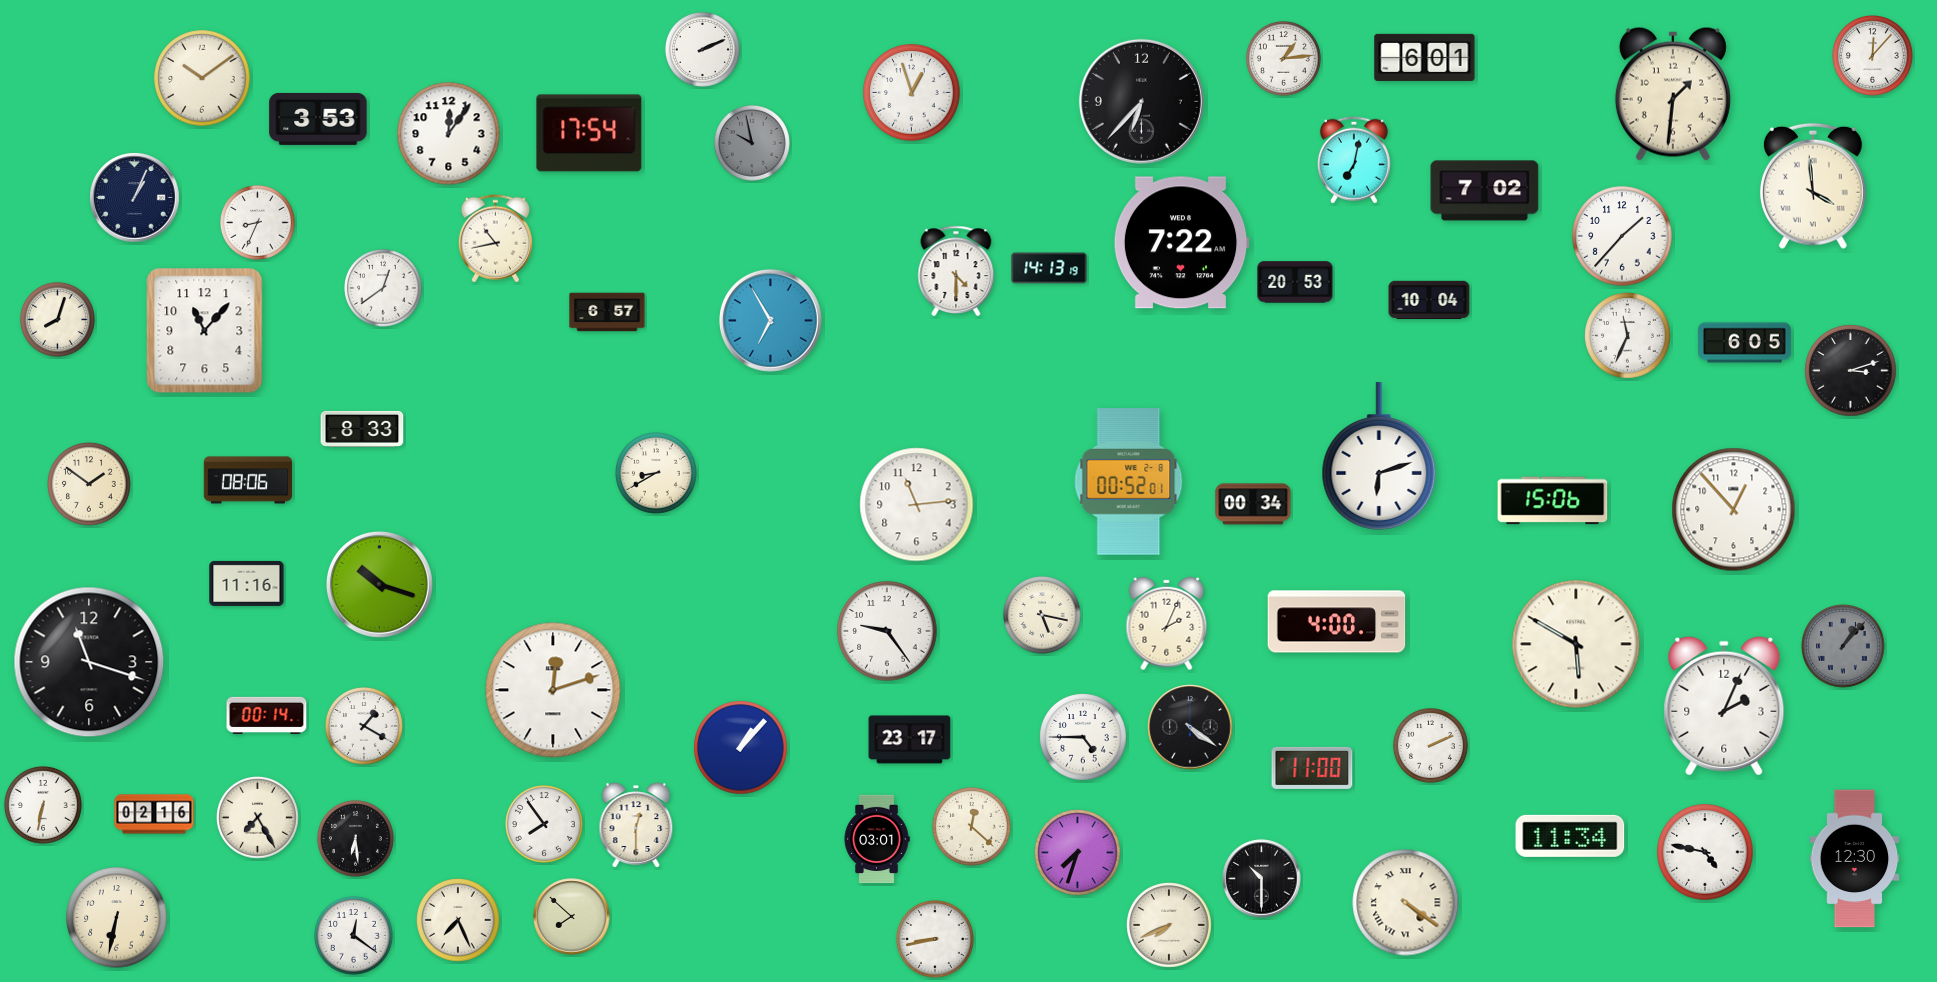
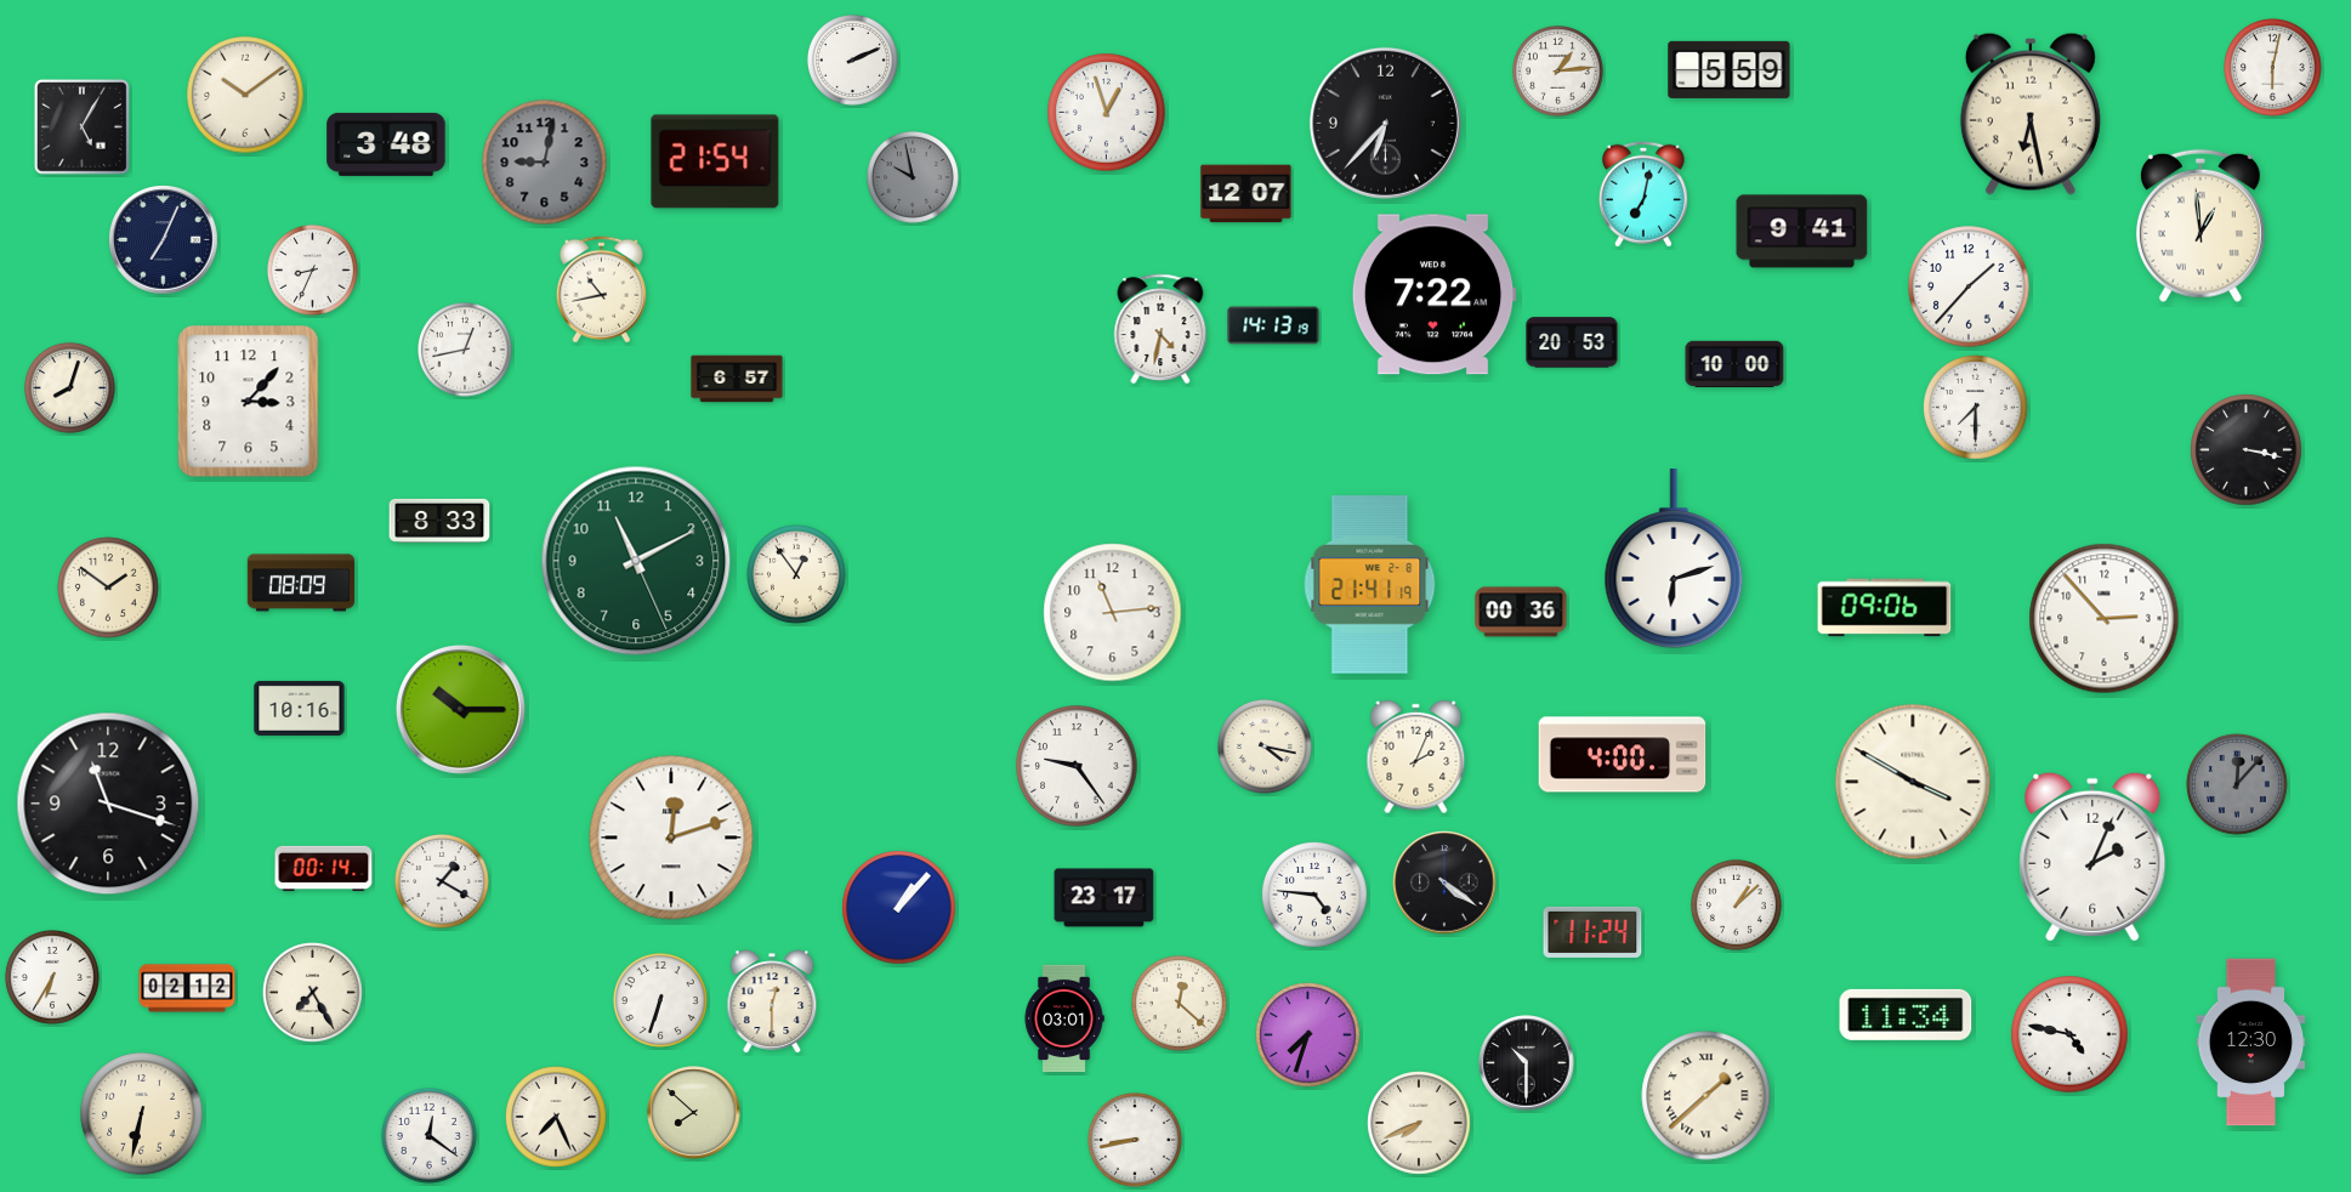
clock at (1873, 56): 12:07 -> 6:02
clock at (1425, 57): 6:01 -> 5:59
clock at (1673, 94): 1:31 -> 6:28
clock at (81, 126): none -> 5:05
clock at (318, 119): 3:53 -> 3:48
clock at (589, 133): 17:54 -> 21:54
clock at (449, 134): 12:06 -> 9:02
clock at (449, 134) dial: white -> grey
clock at (752, 143) position: (752, 143) -> (913, 177)
clock at (1247, 194): none -> 12:07
clock at (1813, 186): 3:59 -> 12:59
clock at (1485, 191): 7:02 -> 9:41
clock at (135, 198): 1:04 -> 7:04
clock at (956, 271): 4:30 -> 4:32
clock at (384, 289): 12:39 -> 12:43
clock at (1429, 300): 10:04 -> 10:00
clock at (771, 321): 6:55 -> none
clock at (205, 331): 11:07 -> 3:07
clock at (1628, 336): 11:34 -> 7:30
clock at (1745, 343): 6:05 -> none
clock at (1851, 371): 3:12 -> 3:17
clock at (1379, 456) position: (1379, 456) -> (1674, 558)
clock at (636, 561): none -> 11:10
clock at (657, 474): 8:40 -> 12:54
clock at (248, 480): 08:06 -> 08:09
clock at (1129, 482): 00:52 -> 21:41
clock at (1553, 501): 15:06 -> 09:06
clock at (1253, 504): 00:34 -> 00:36
clock at (1734, 510): 12:53 -> 2:53
clock at (247, 583): 11:16 -> 10:16
clock at (379, 584): 10:18 -> 10:15
clock at (1043, 616): 5:17 -> 4:17
clock at (1576, 644): 5:50 -> 3:50
clock at (1843, 646): 1:07 -> 12:07
clock at (1083, 737): 4:45 -> 4:46
clock at (1430, 745): 2:11 -> 1:08
clock at (1312, 768): 11:00 -> 11:24
clock at (44, 806): 6:32 -> 6:35
clock at (154, 814): 02:16 -> 02:12
clock at (545, 825): 7:54 -> 6:33
clock at (355, 838): 6:29 -> none
clock at (1262, 879) position: (1262, 879) -> (1527, 1063)
clock at (1406, 903): 4:21 -> 1:38
